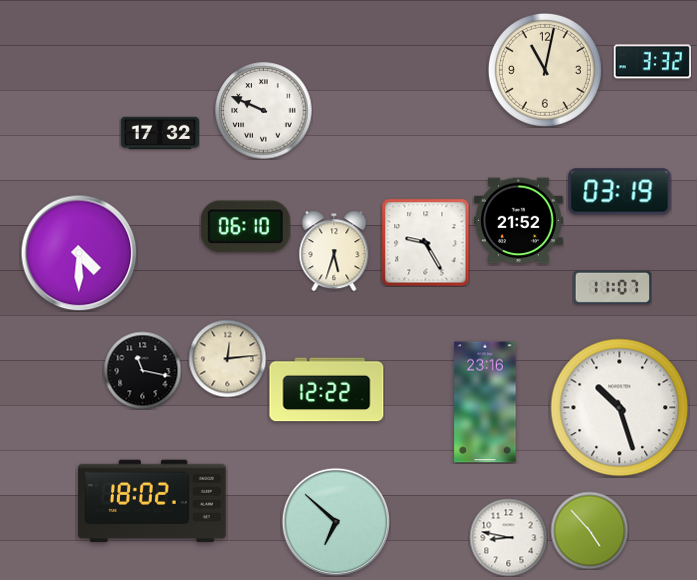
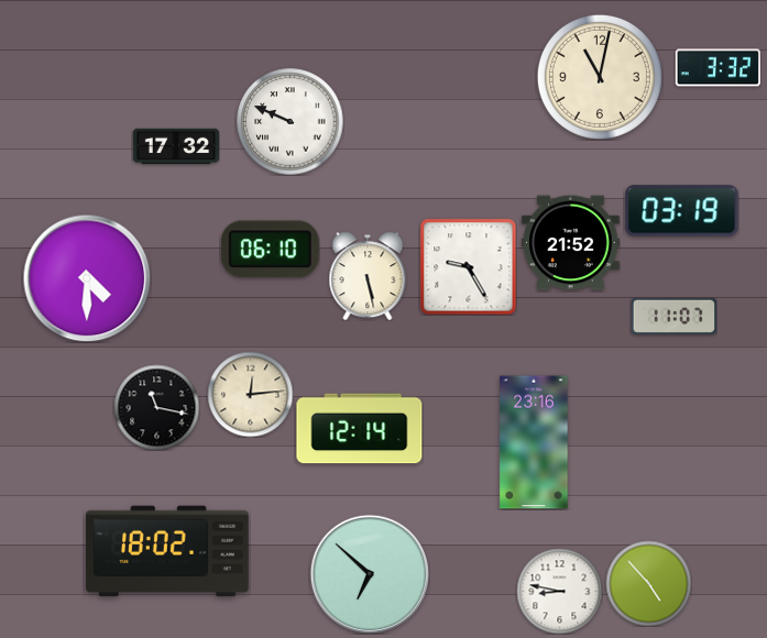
clock at (334, 251): 5:33 -> 5:28
clock at (327, 390): 12:22 -> 12:14
clock at (620, 408): 10:27 -> none
